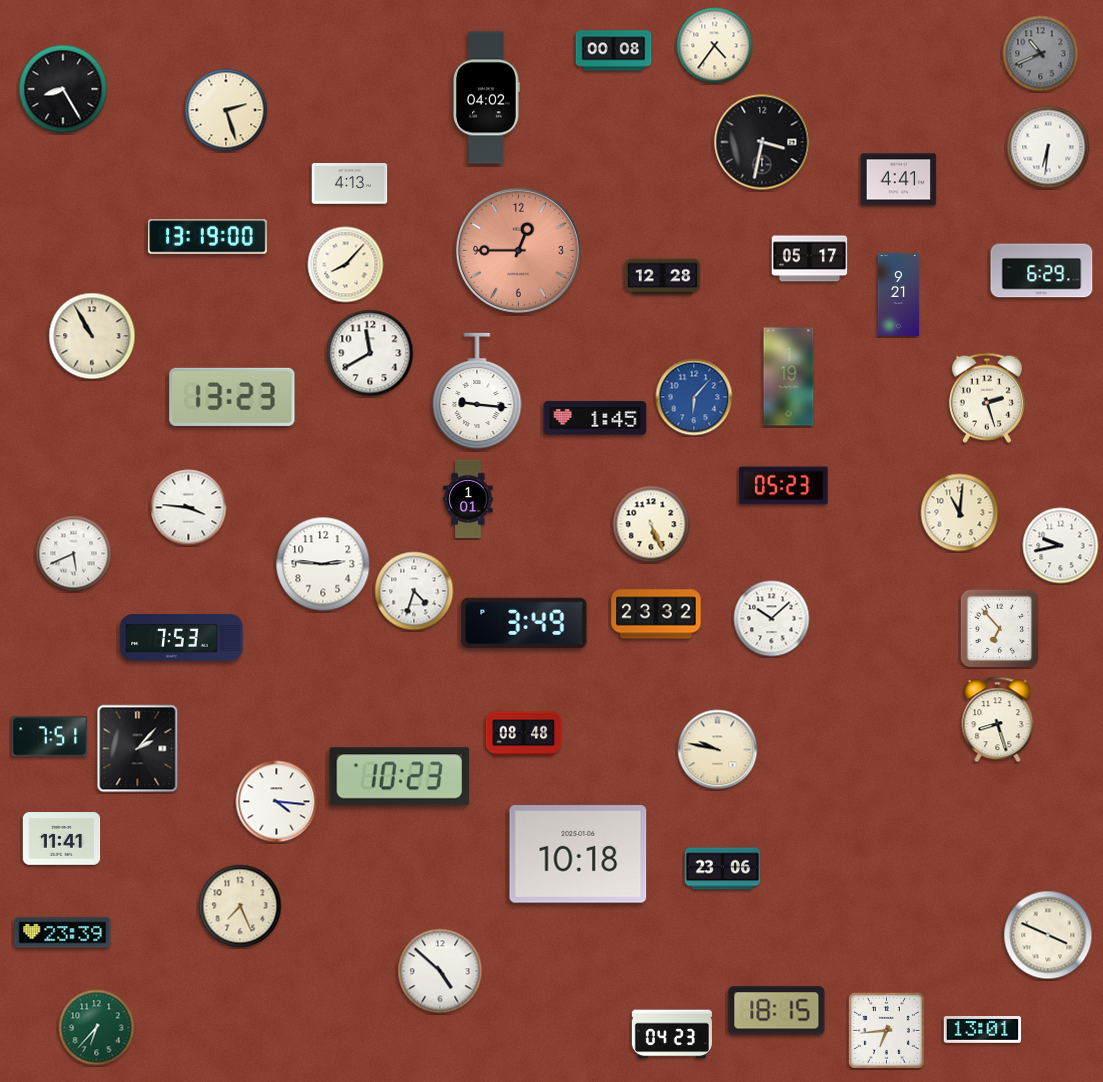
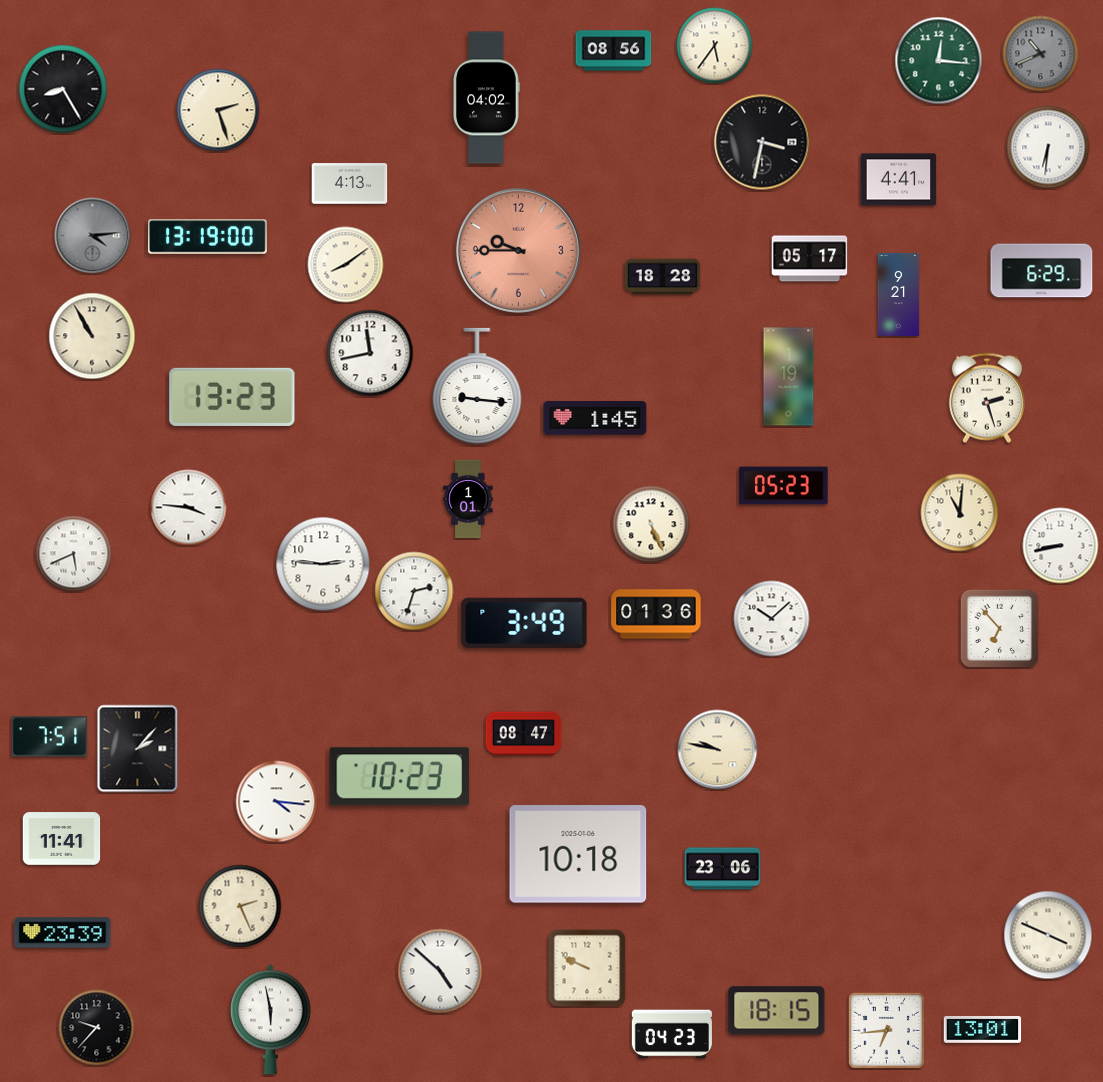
clock at (715, 46): 4:36 -> 5:36
clock at (614, 51): 00:08 -> 08:56
clock at (939, 61): none -> 12:16
clock at (226, 110) position: (226, 110) -> (218, 110)
clock at (93, 236): none -> 4:14
clock at (518, 250): 12:45 -> 9:45
clock at (346, 265): 8:07 -> 8:09
clock at (663, 277): 12:28 -> 18:28
clock at (370, 353): 11:40 -> 11:43
clock at (477, 391) position: (477, 391) -> (477, 386)
clock at (694, 397): 6:07 -> none
clock at (1061, 546): 9:43 -> 8:43
clock at (414, 591): 4:33 -> 2:33
clock at (656, 614): 23:32 -> 01:36
clock at (182, 638): 7:53 -> none
clock at (998, 720): 8:27 -> none
clock at (524, 734): 08:48 -> 08:47
clock at (240, 906): 7:26 -> 2:26
clock at (587, 968): none -> 9:49
clock at (271, 1020): none -> 5:58
clock at (97, 1028): 6:37 -> 9:37
clock at (97, 1028) dial: green -> black
